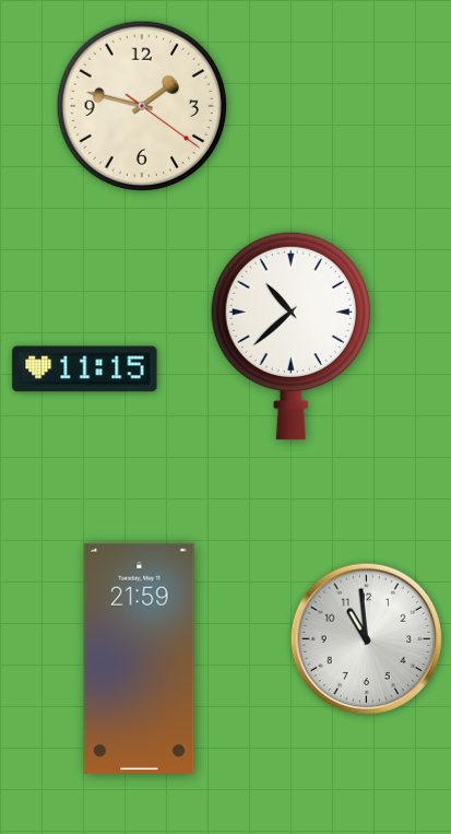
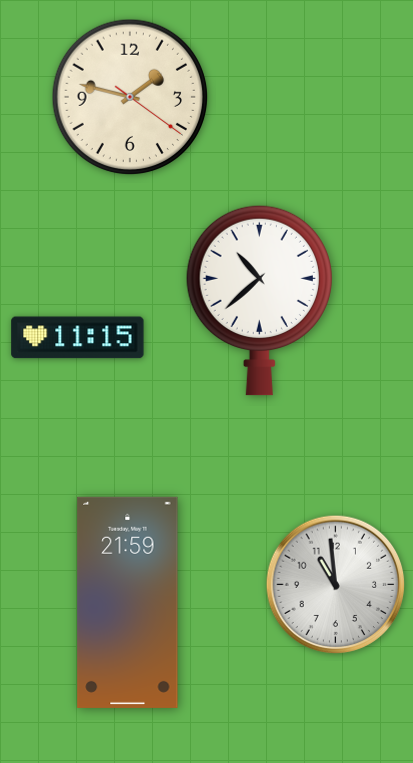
clock at (290, 336) position: (290, 336) -> (259, 300)
